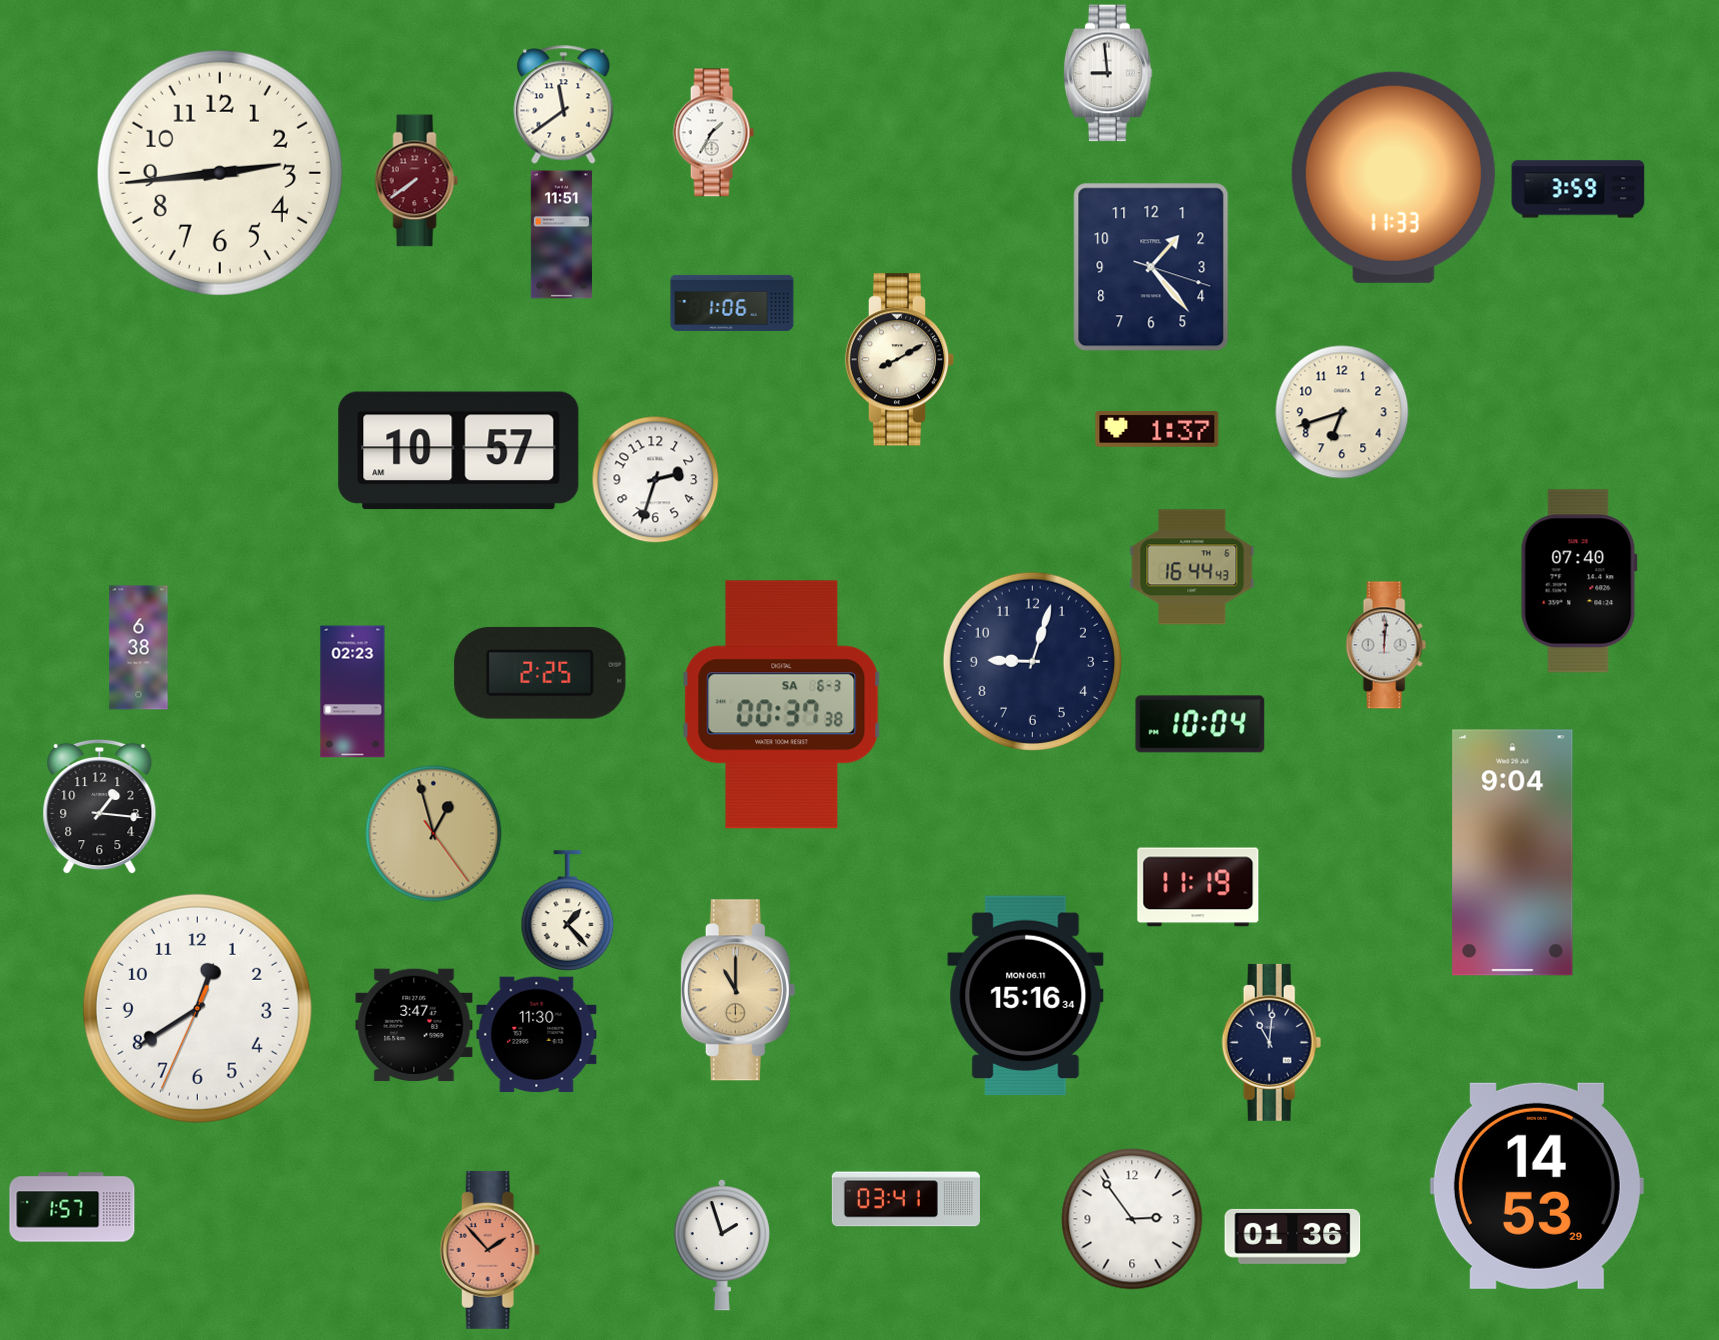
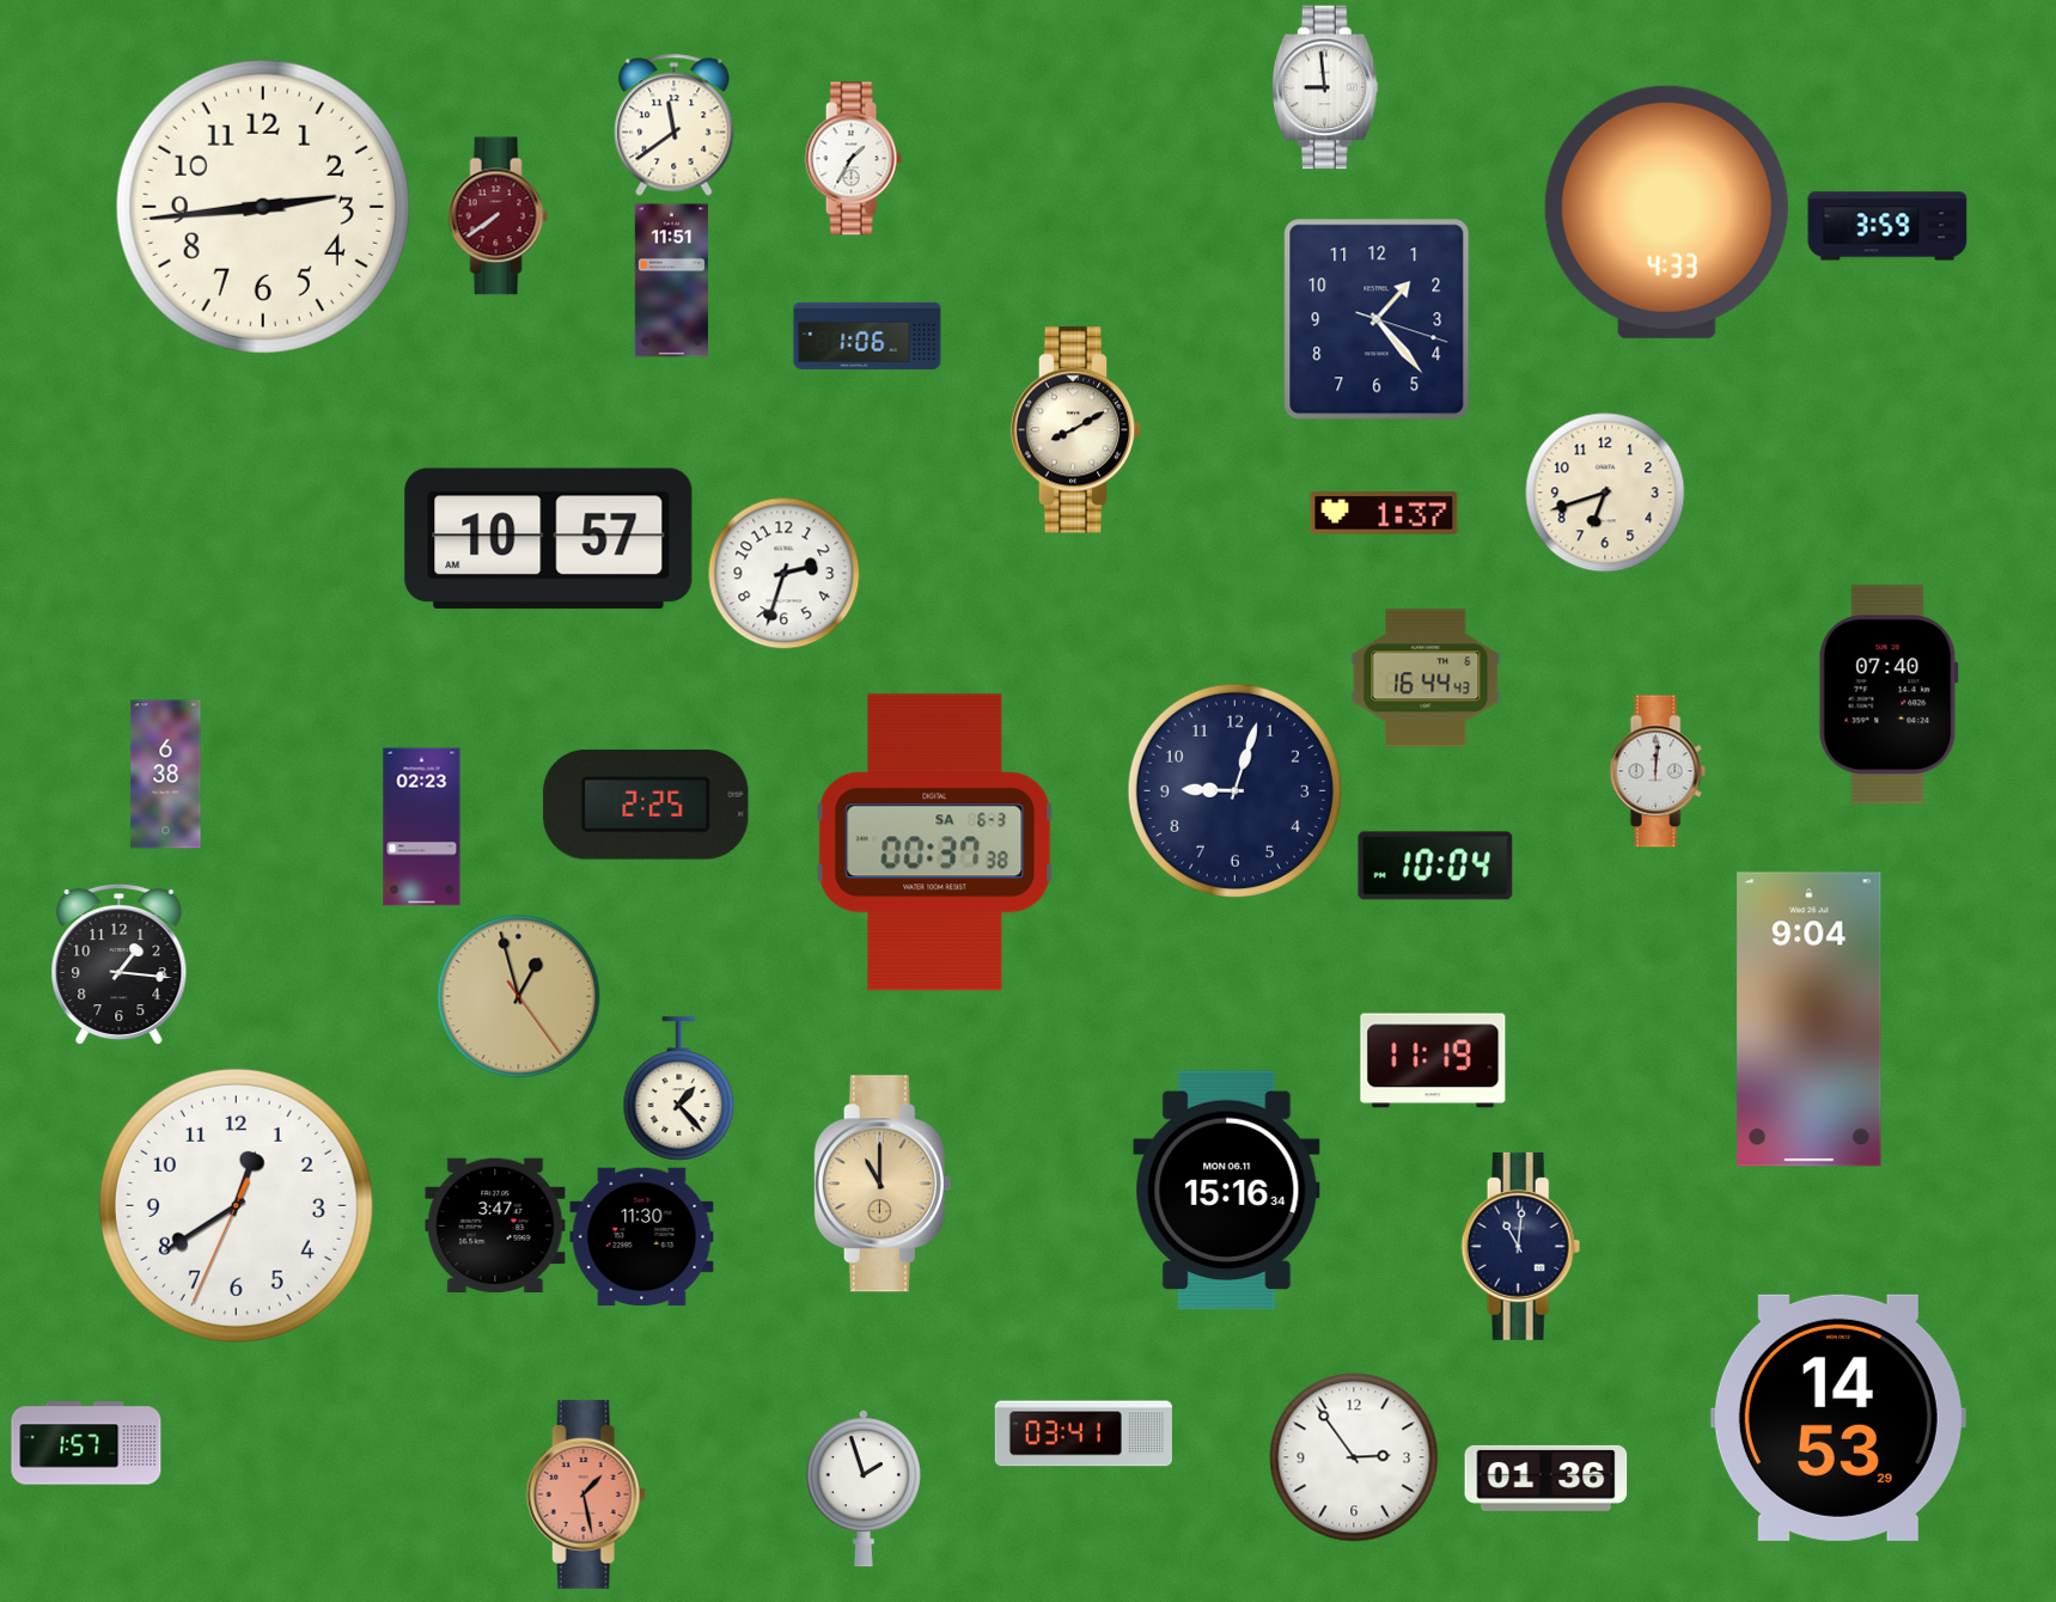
clock at (1393, 177): 11:33 -> 4:33
clock at (732, 303) position: (732, 303) -> (867, 336)
clock at (490, 1250): 1:53 -> 1:28
